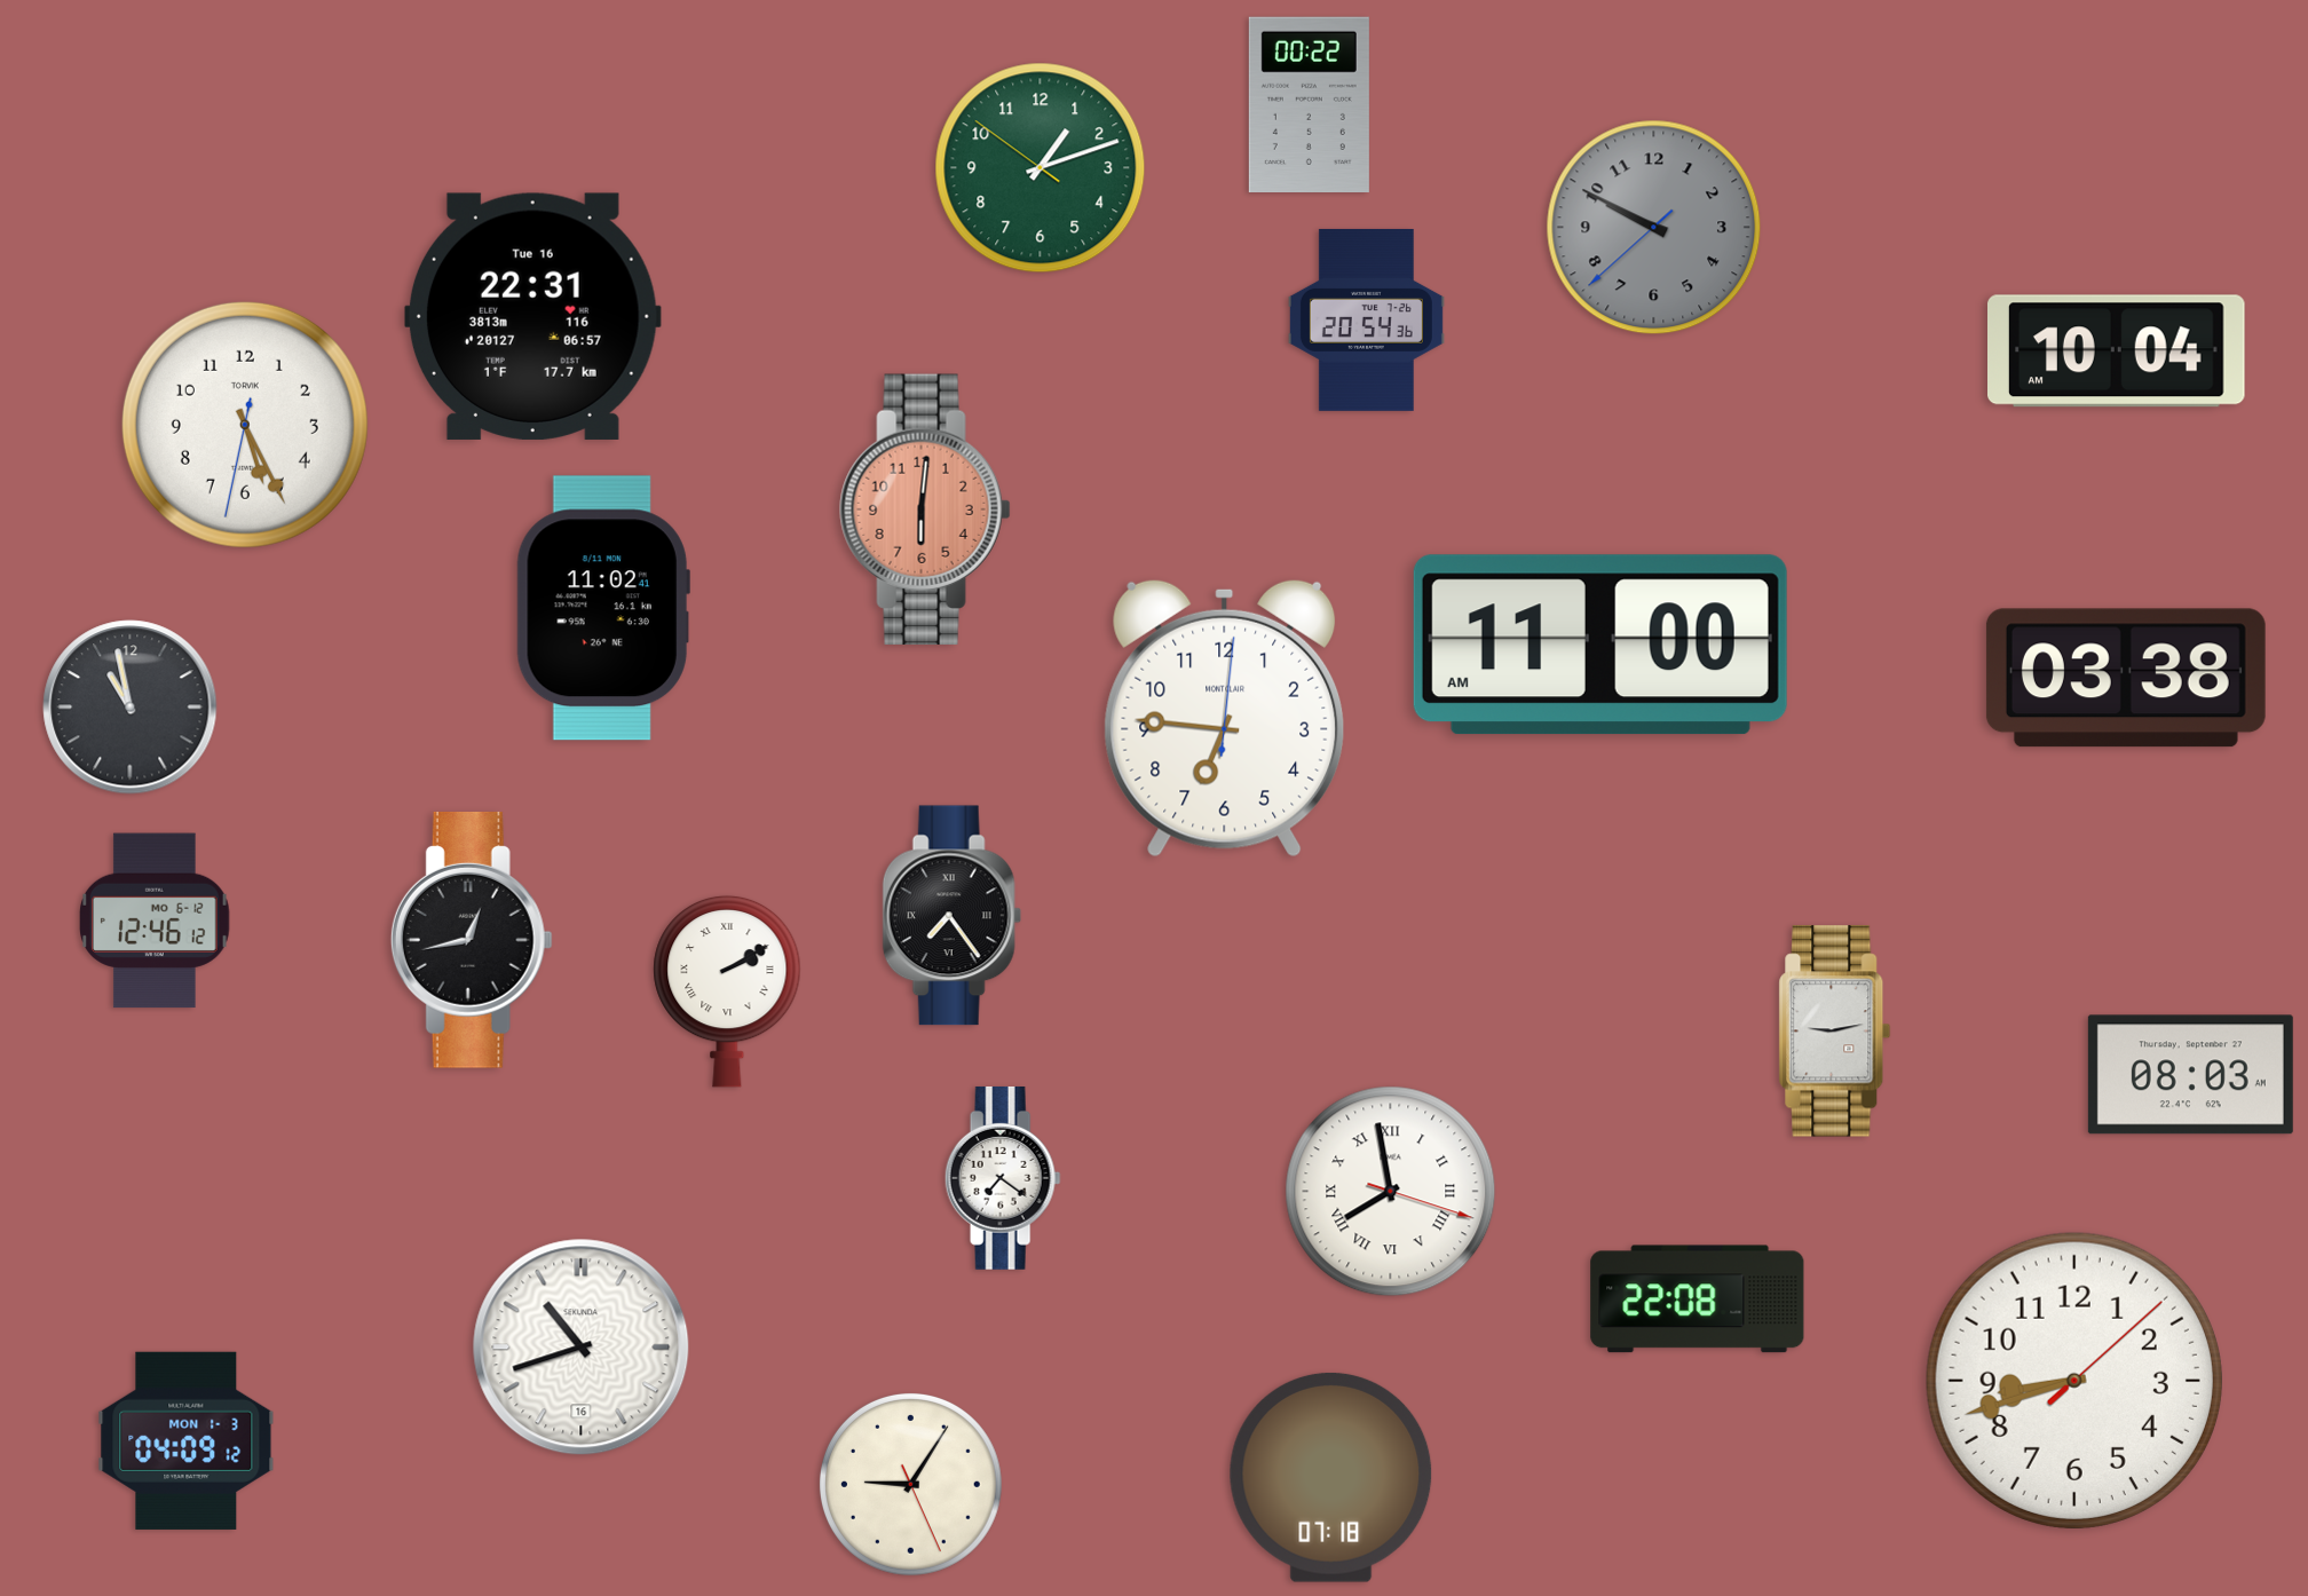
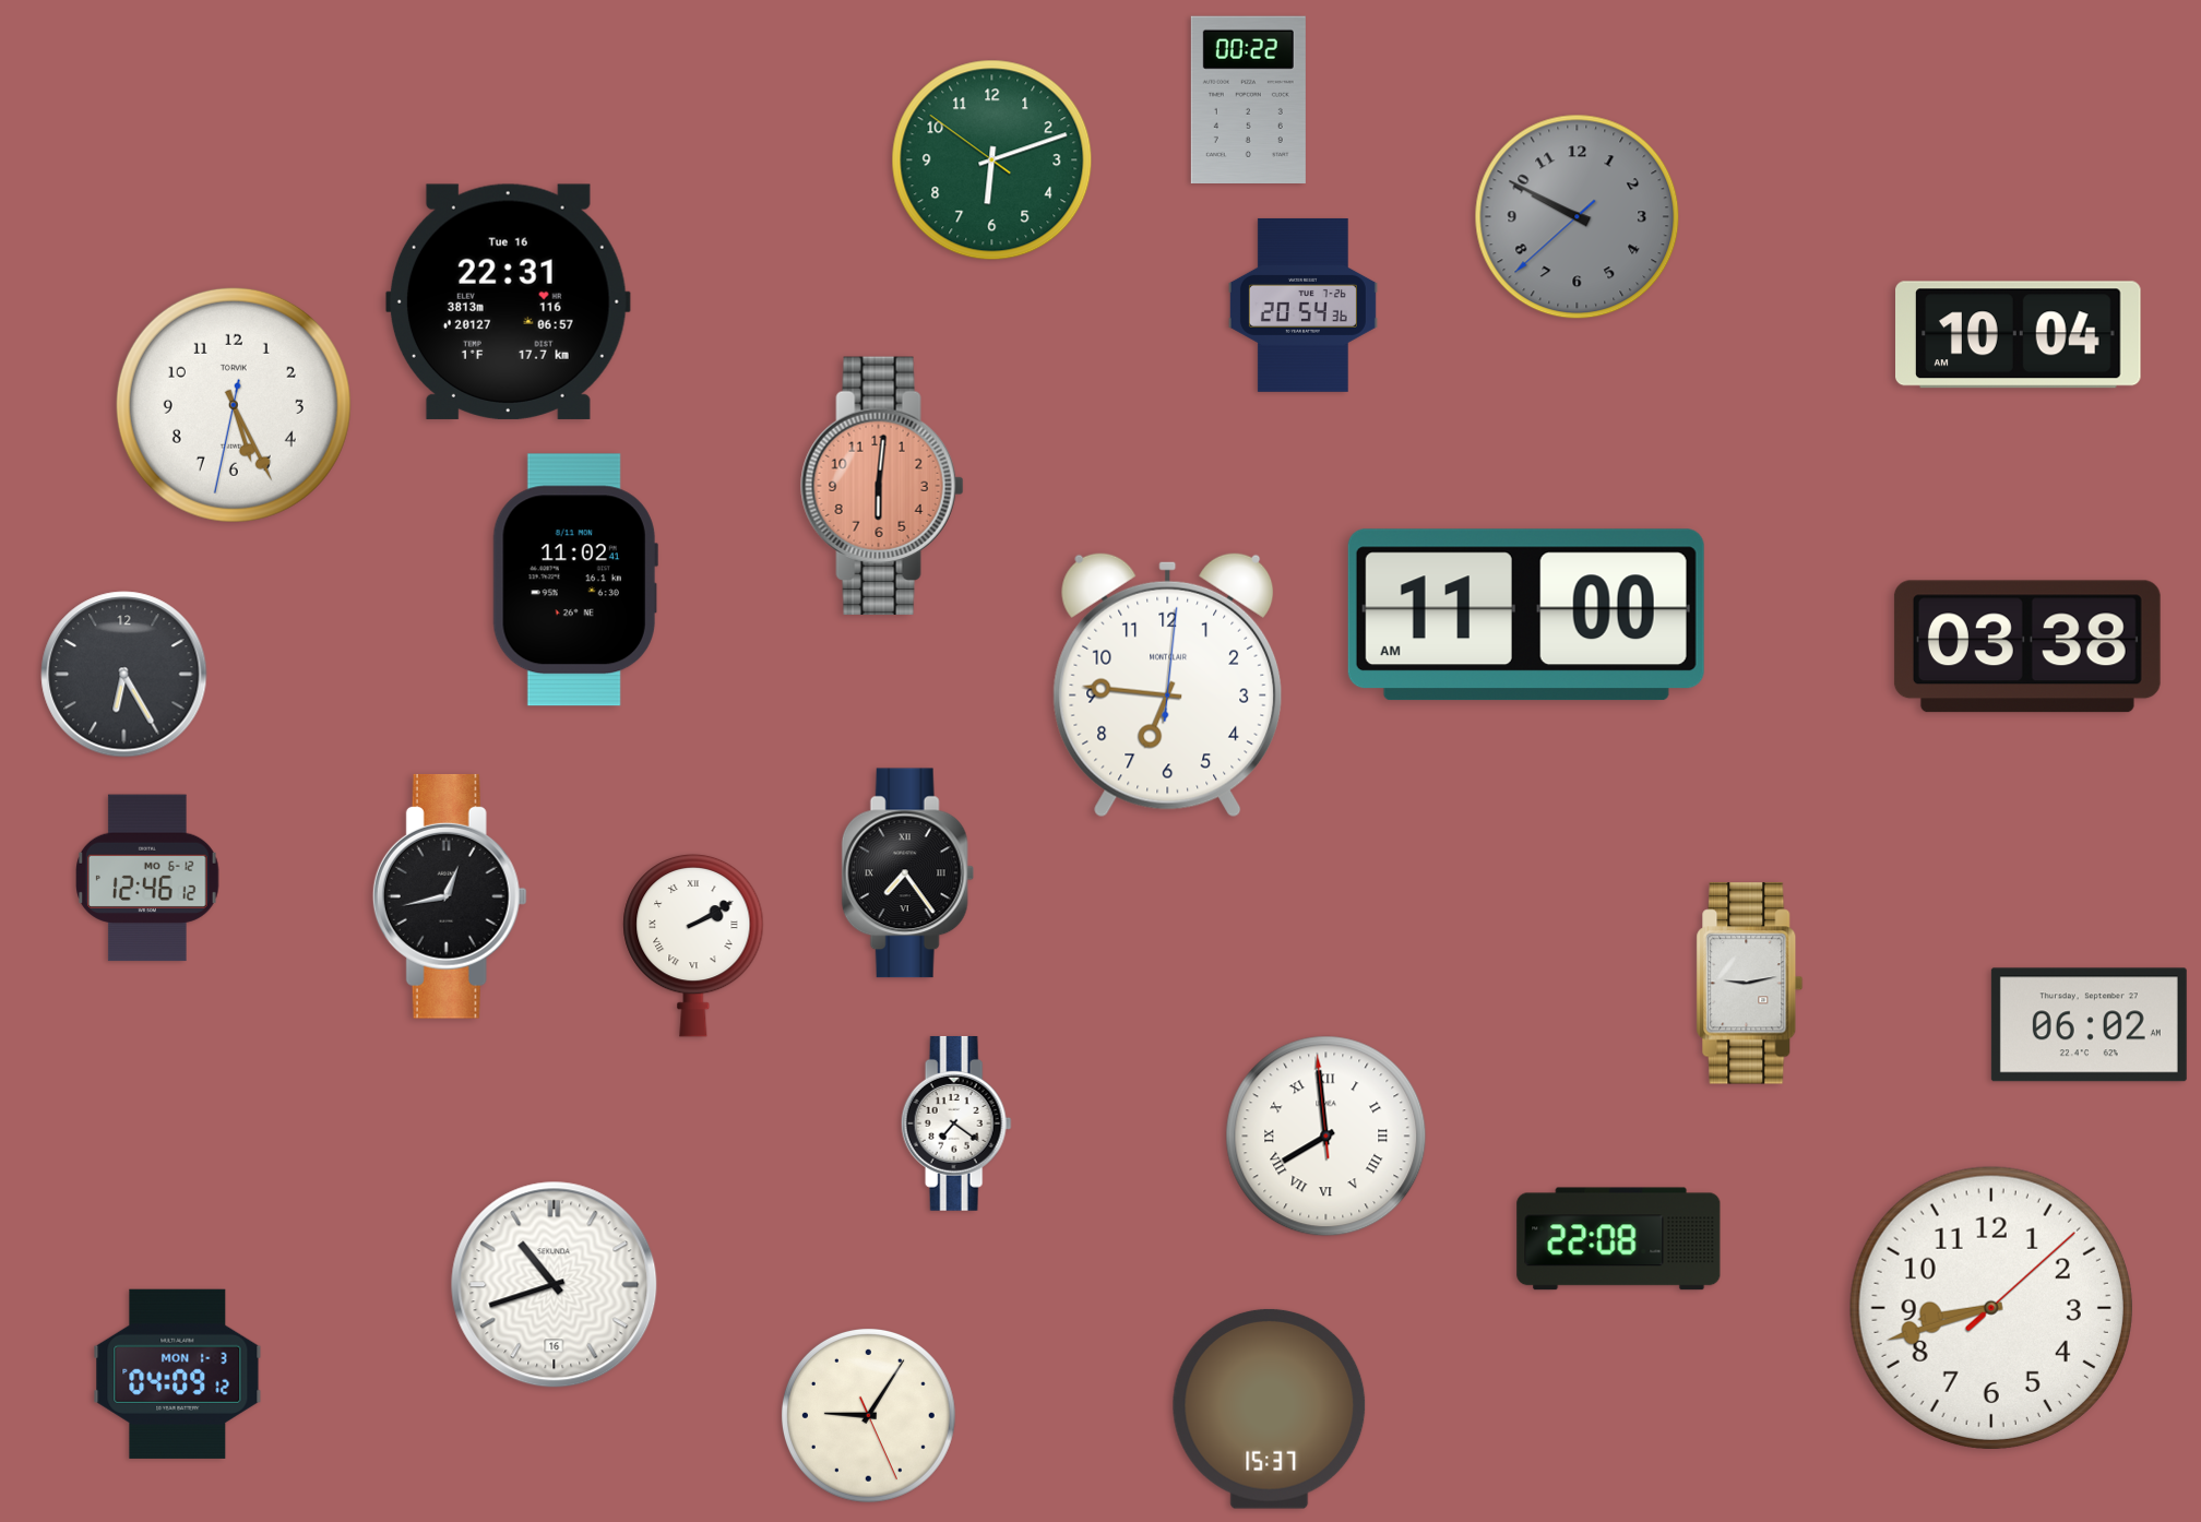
clock at (1041, 168): 1:11 -> 6:11
clock at (131, 708): 10:58 -> 6:25
clock at (2190, 1075): 08:03 -> 06:02
clock at (1391, 1192): 7:58:18 -> 7:58:59
clock at (2074, 1381) position: (2074, 1381) -> (1991, 1308)
clock at (1331, 1477): 07:18 -> 15:37
